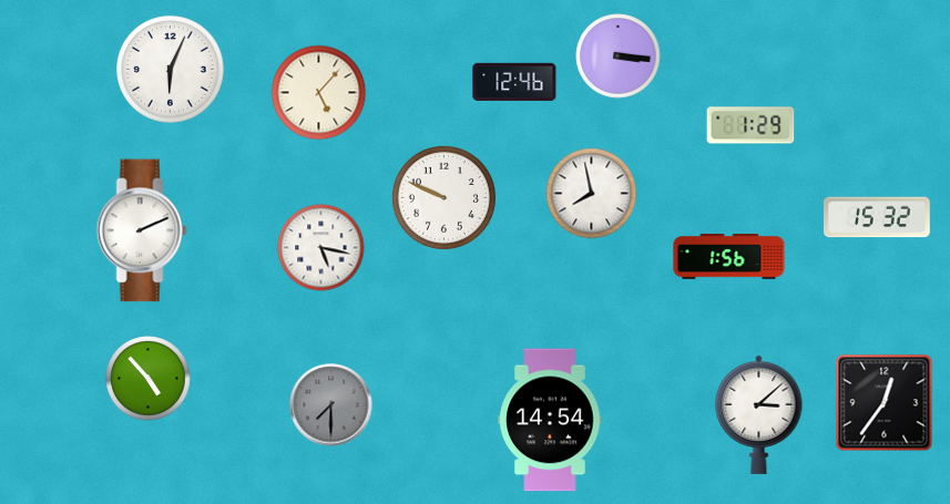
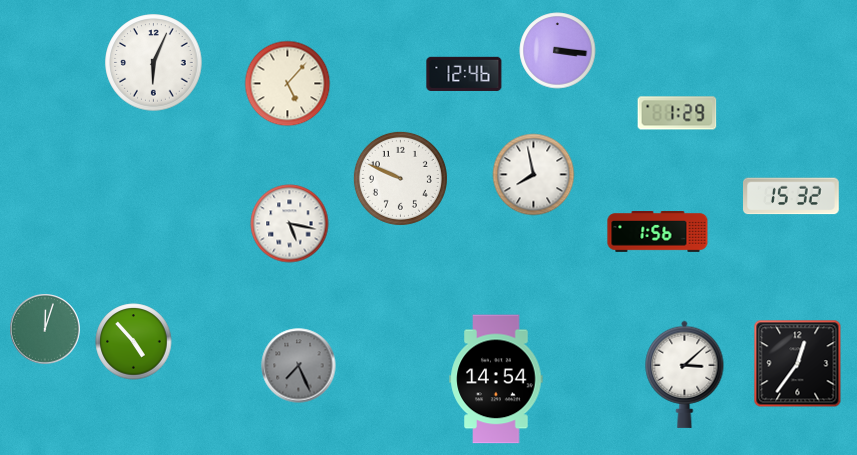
clock at (142, 230): 2:11 -> none
clock at (45, 329): none -> 12:03
clock at (331, 405): 7:30 -> 7:26
